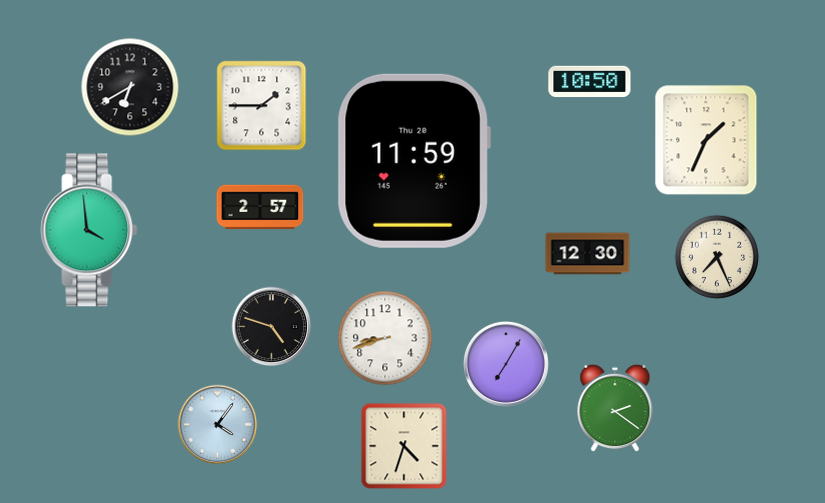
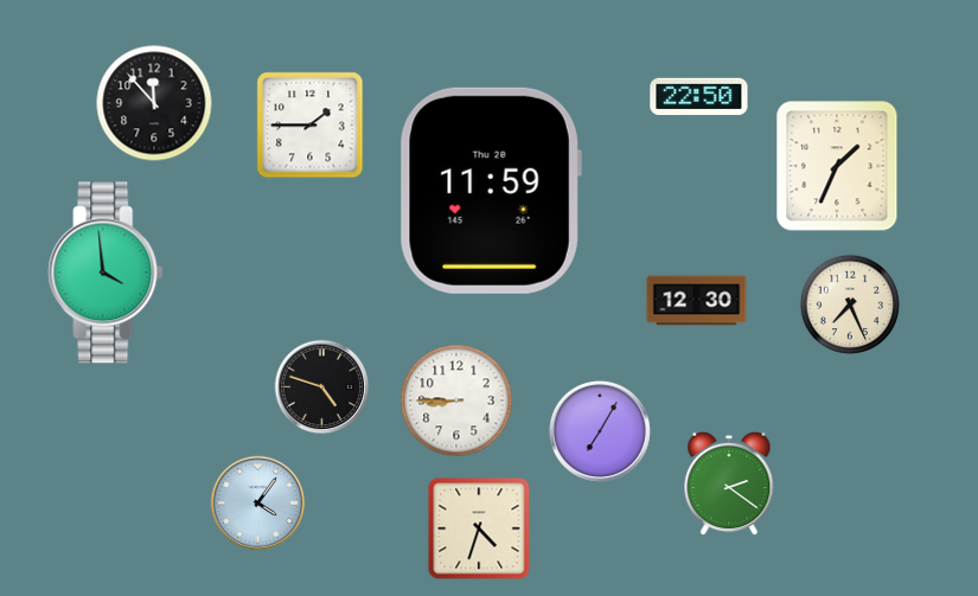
clock at (590, 82): 10:50 -> 22:50
clock at (130, 87): 6:40 -> 11:53
clock at (260, 207): 2:57 -> none
clock at (385, 338): 8:42 -> 8:45
